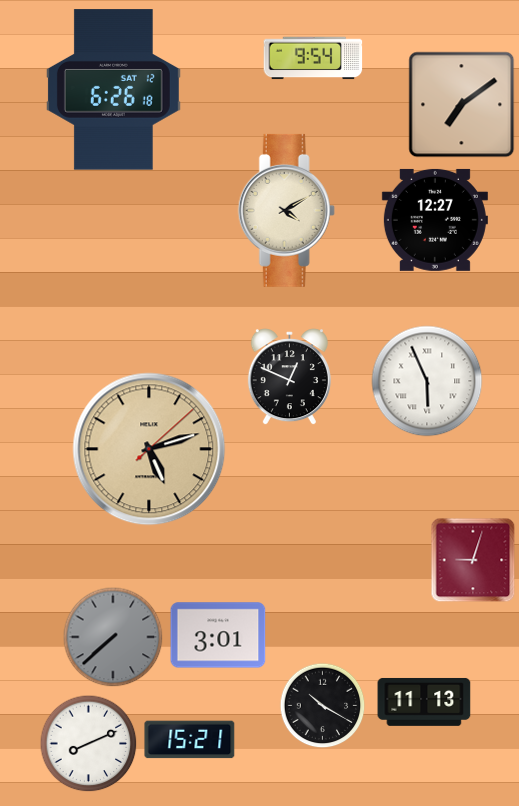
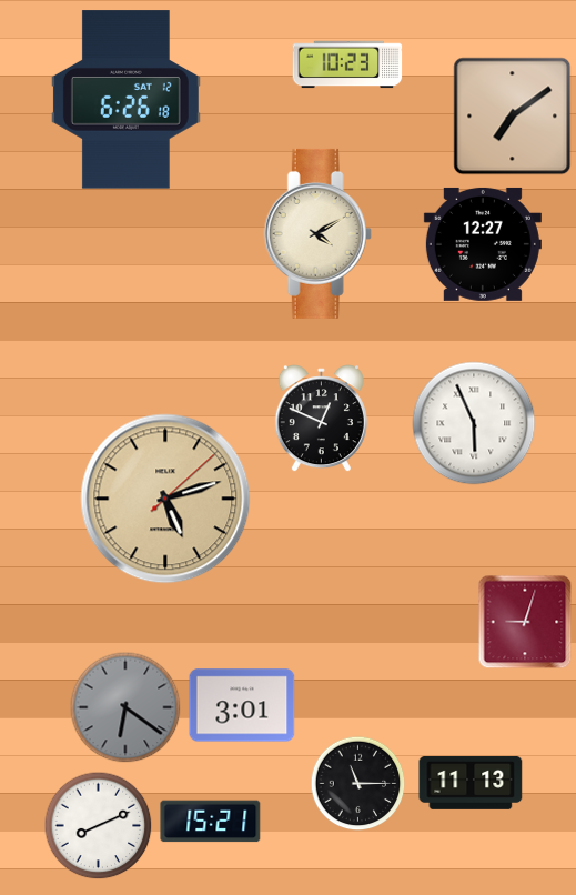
clock at (313, 58): 9:54 -> 10:23
clock at (113, 637): 7:38 -> 6:21
clock at (424, 702) position: (424, 702) -> (471, 783)
clock at (322, 705): 10:20 -> 11:15
